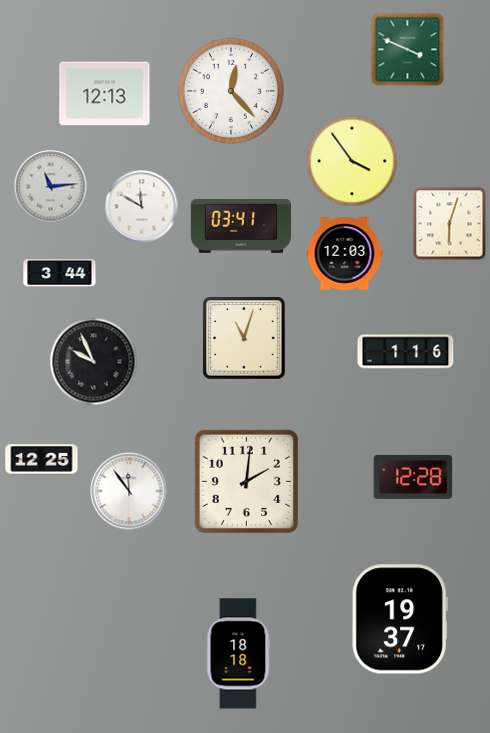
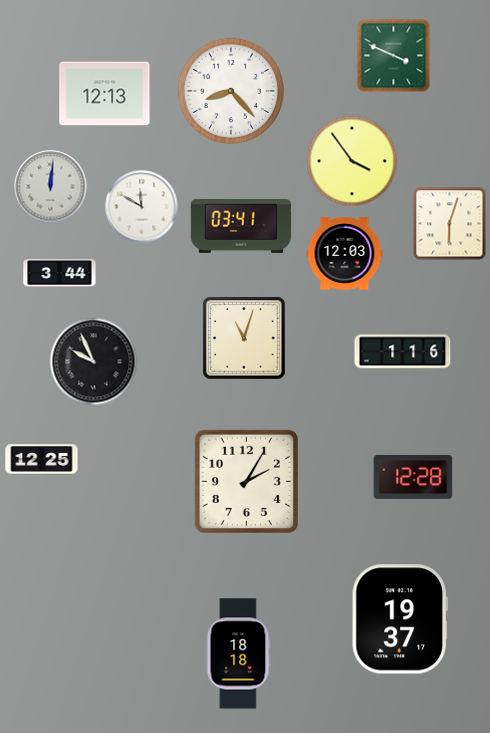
clock at (408, 50) position: (408, 50) -> (394, 56)
clock at (230, 90): 12:23 -> 8:23
clock at (51, 187): 11:14 -> 12:01
clock at (406, 352) position: (406, 352) -> (403, 352)
clock at (246, 481): 2:01 -> 2:05
clock at (129, 491): 11:54 -> none
